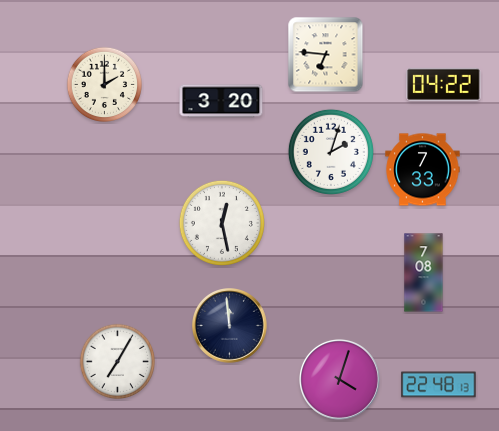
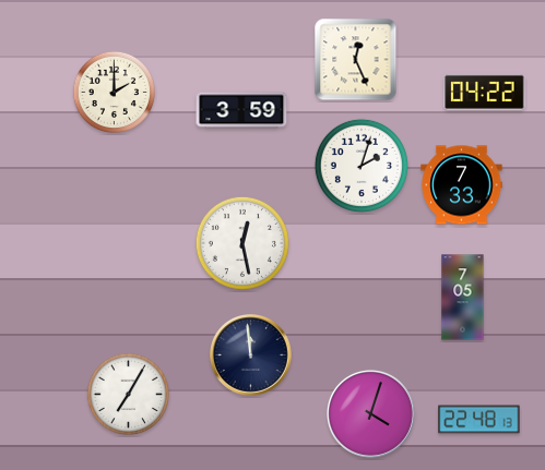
clock at (326, 55): 6:46 -> 12:26
clock at (221, 101): 3:20 -> 3:59
clock at (424, 273): 7:08 -> 7:05
